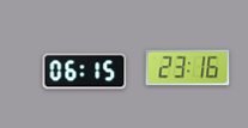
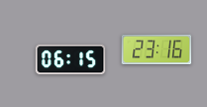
clock at (188, 68) position: (188, 68) -> (157, 50)
